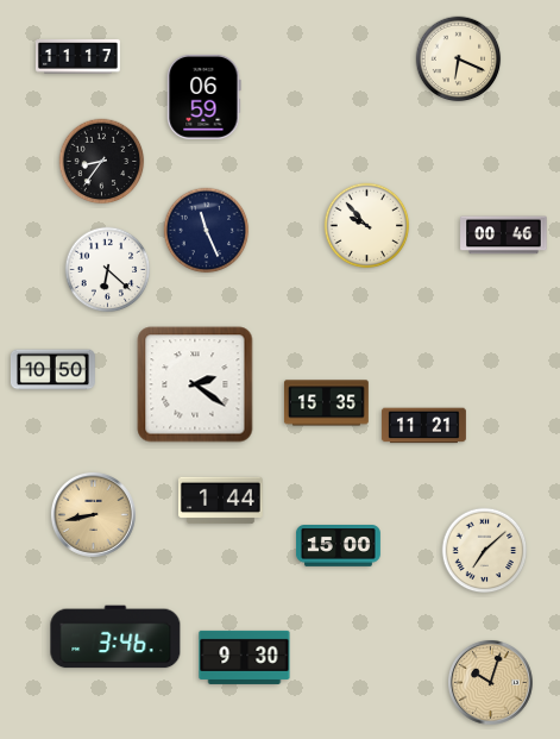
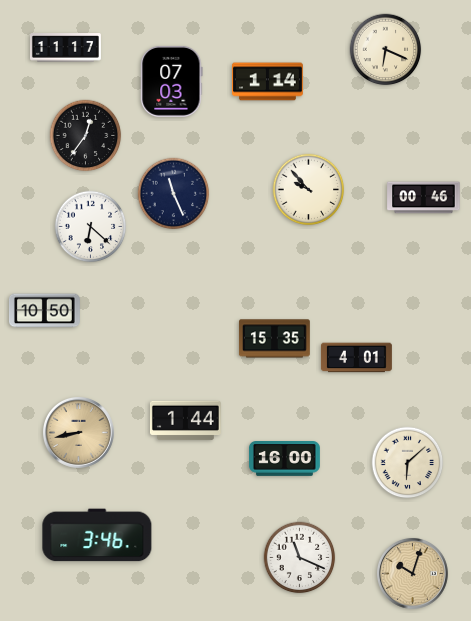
clock at (205, 96): 06:59 -> 07:03
clock at (268, 82): none -> 1:14
clock at (102, 162): 8:36 -> 12:36
clock at (195, 384): 2:21 -> none
clock at (423, 426): 11:21 -> 4:01
clock at (339, 546): 15:00 -> 16:00
clock at (485, 551): 7:08 -> 6:08
clock at (245, 657): 9:30 -> none
clock at (300, 558): none -> 11:19
